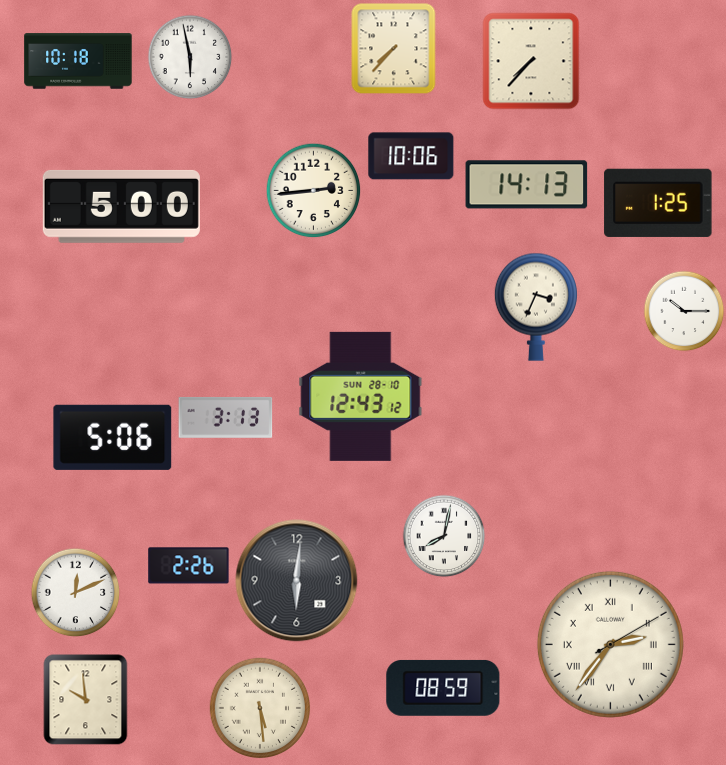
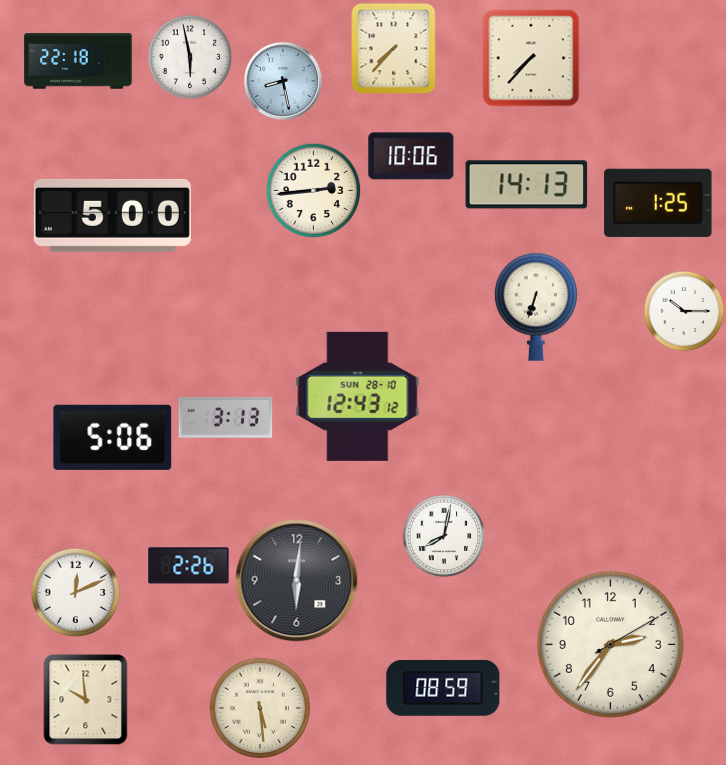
clock at (78, 61): 10:18 -> 22:18
clock at (531, 61) position: (531, 61) -> (531, 58)
clock at (282, 80): none -> 8:28
clock at (121, 206) position: (121, 206) -> (112, 215)
clock at (536, 307): 3:34 -> 6:33
clock at (361, 396) position: (361, 396) -> (358, 396)
clock at (610, 644) numerals: Roman -> Arabic
